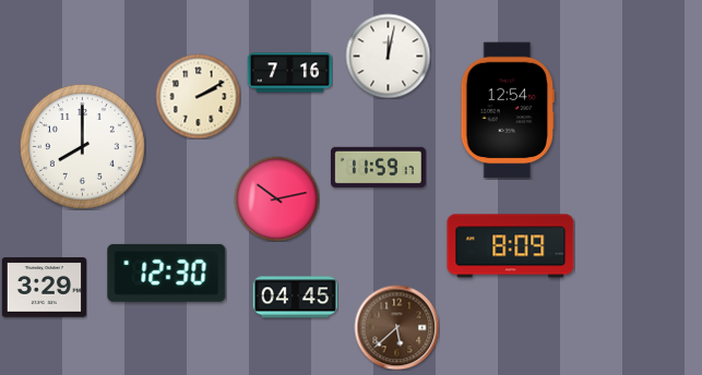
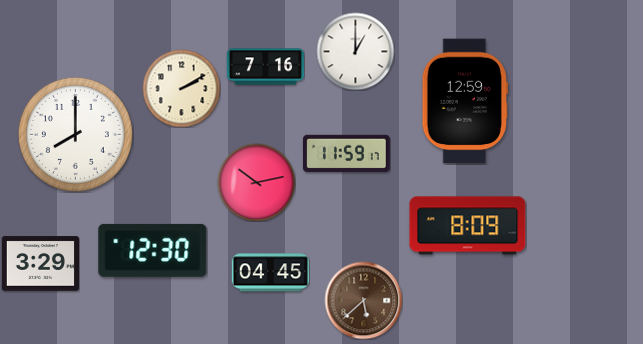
clock at (388, 56): 12:02 -> 1:00
clock at (508, 110): 12:54 -> 12:59
clock at (276, 198) position: (276, 198) -> (256, 182)
